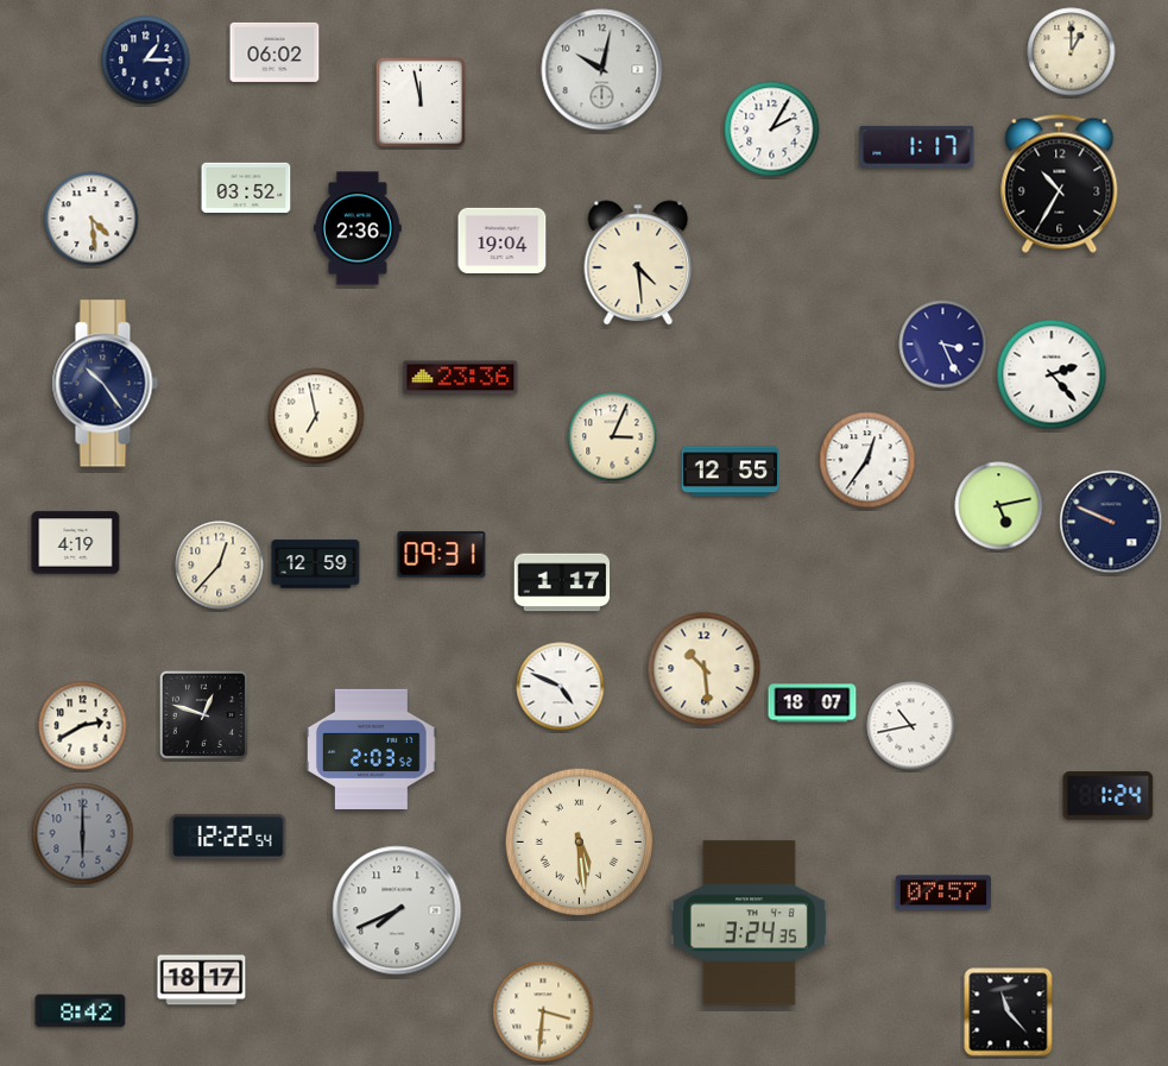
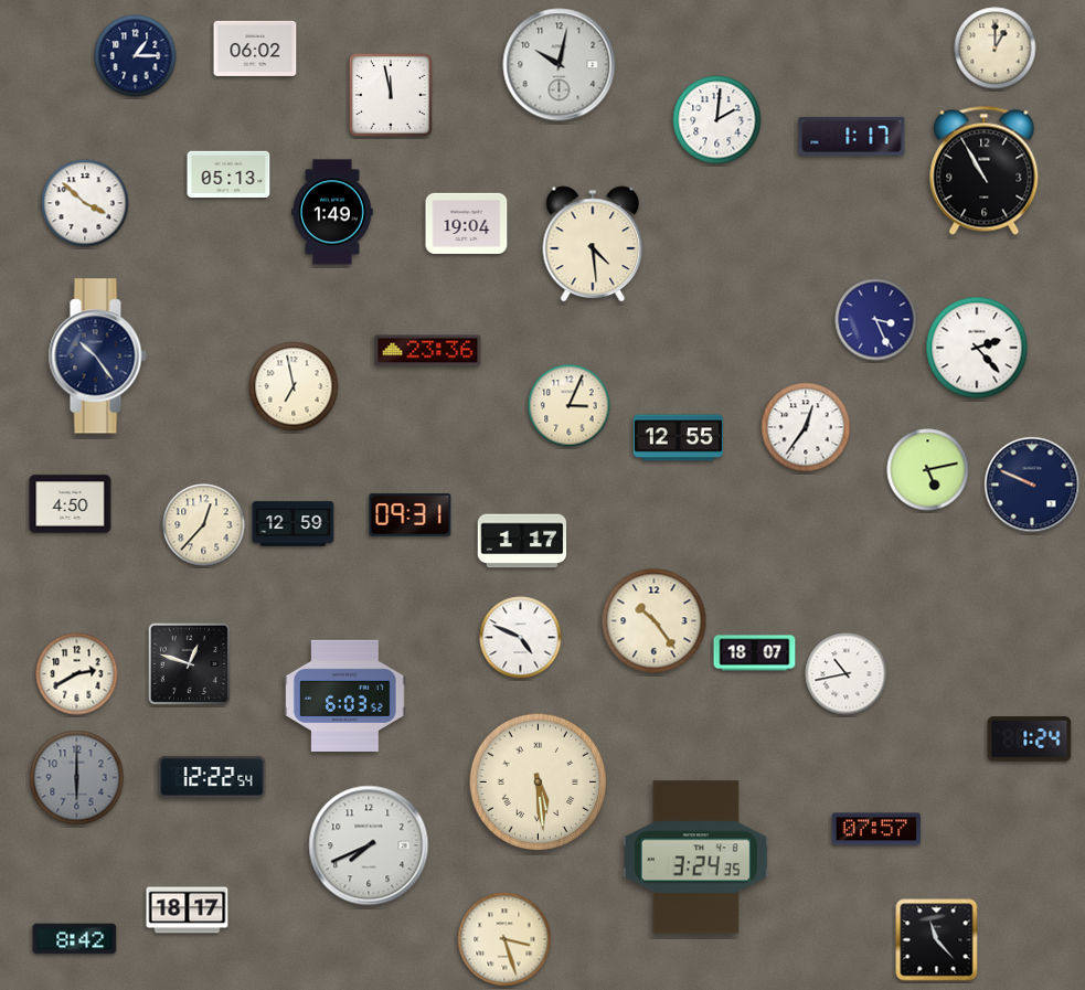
clock at (772, 130): 2:05 -> 2:01
clock at (1060, 183): 10:35 -> 10:55
clock at (246, 187): 03:52 -> 05:13
clock at (91, 219): 4:29 -> 3:52
clock at (358, 228): 2:36 -> 1:49
clock at (76, 543): 4:19 -> 4:50
clock at (705, 669): 10:29 -> 10:24
clock at (372, 749): 2:03 -> 6:03
clock at (83, 834) position: (83, 834) -> (77, 778)
clock at (543, 1011): 3:31 -> 3:27
